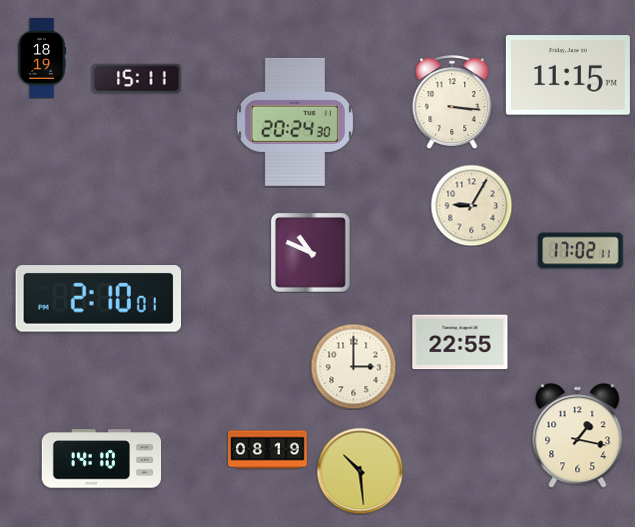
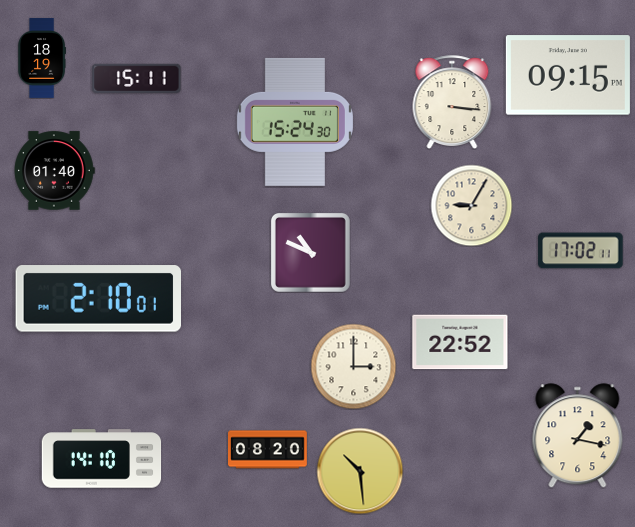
clock at (568, 75): 11:15 -> 09:15
clock at (295, 122): 20:24 -> 15:24
clock at (54, 171): none -> 01:40
clock at (460, 342): 22:55 -> 22:52
clock at (268, 450): 08:19 -> 08:20
